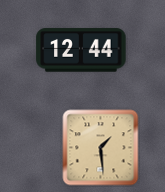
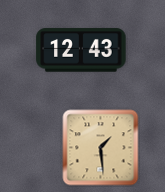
clock at (81, 50): 12:44 -> 12:43
